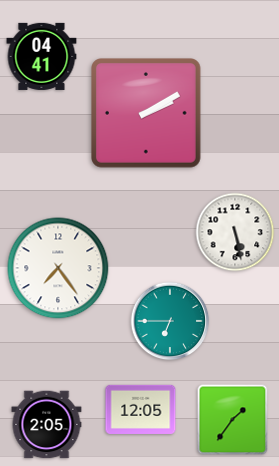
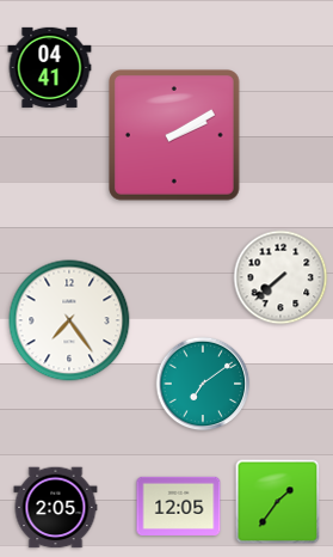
clock at (235, 232): 5:28 -> 7:38
clock at (170, 321): 6:45 -> 7:09
clock at (141, 409) position: (141, 409) -> (179, 506)
